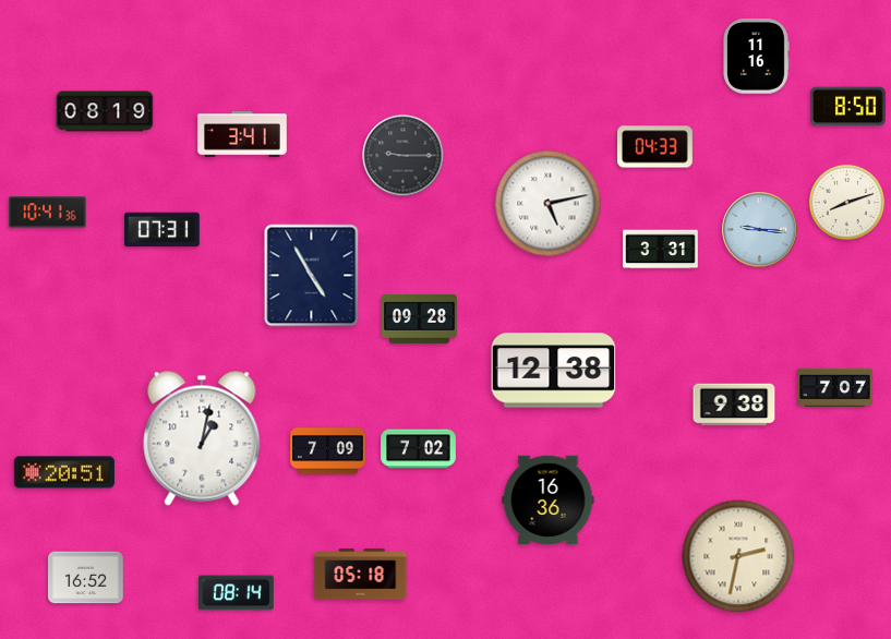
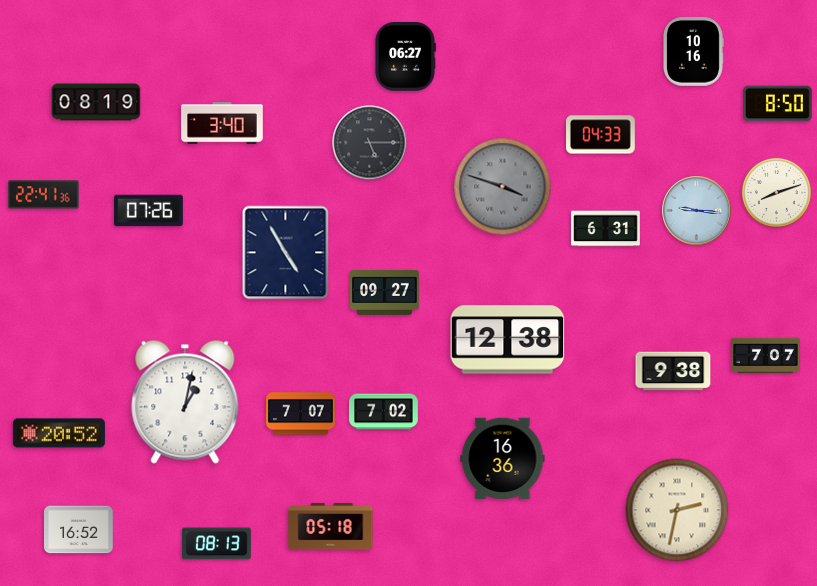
clock at (756, 57): 11:16 -> 10:16
clock at (405, 57): none -> 06:27
clock at (848, 107) position: (848, 107) -> (778, 104)
clock at (242, 134): 3:41 -> 3:40
clock at (404, 156): 9:15 -> 5:15
clock at (846, 202) position: (846, 202) -> (776, 192)
clock at (549, 204): 5:13 -> 3:48
clock at (549, 204) dial: white -> grey
clock at (48, 213): 10:41 -> 22:41
clock at (162, 230): 07:31 -> 07:26
clock at (661, 250): 3:31 -> 6:31
clock at (420, 318): 09:28 -> 09:27
clock at (328, 451): 7:09 -> 7:07
clock at (64, 472): 20:51 -> 20:52
clock at (237, 593): 08:14 -> 08:13
